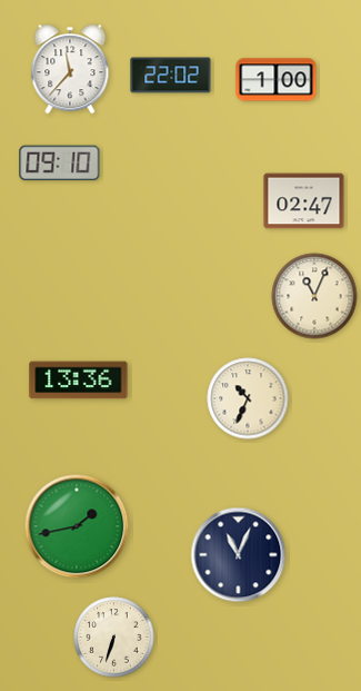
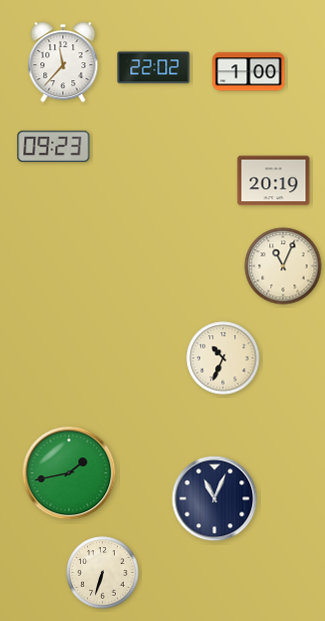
clock at (60, 164): 09:10 -> 09:23
clock at (304, 201): 02:47 -> 20:19
clock at (79, 381): 13:36 -> none
